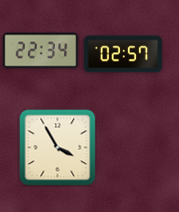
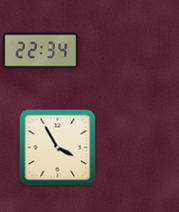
clock at (122, 54): 02:57 -> none
